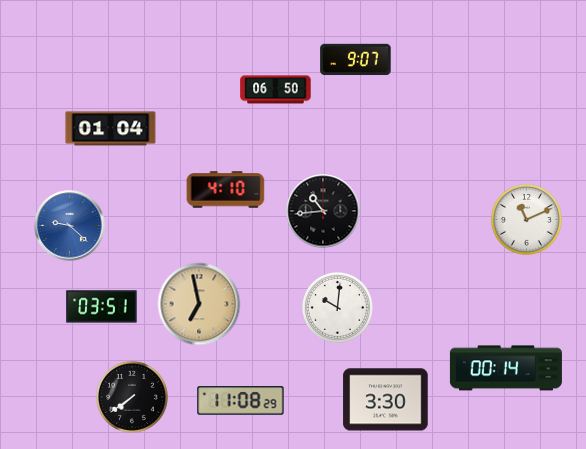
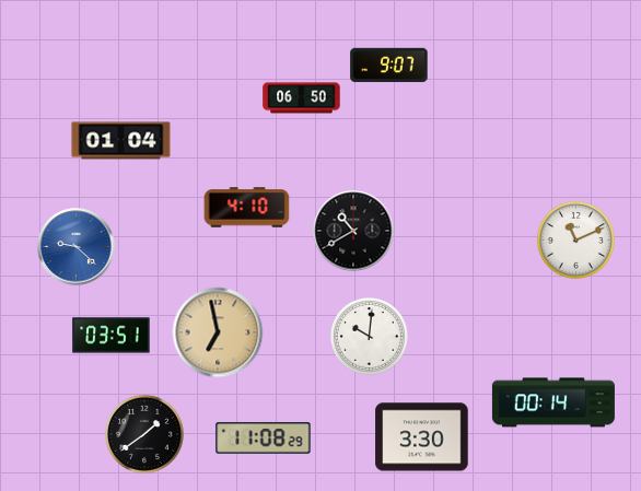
clock at (323, 211): 10:44 -> 10:40
clock at (133, 398): 7:39 -> 1:39
